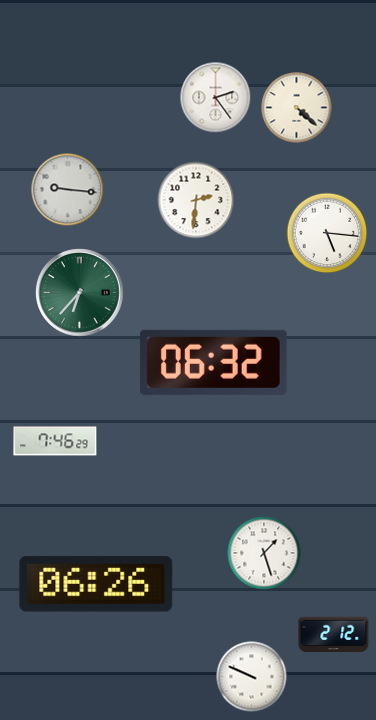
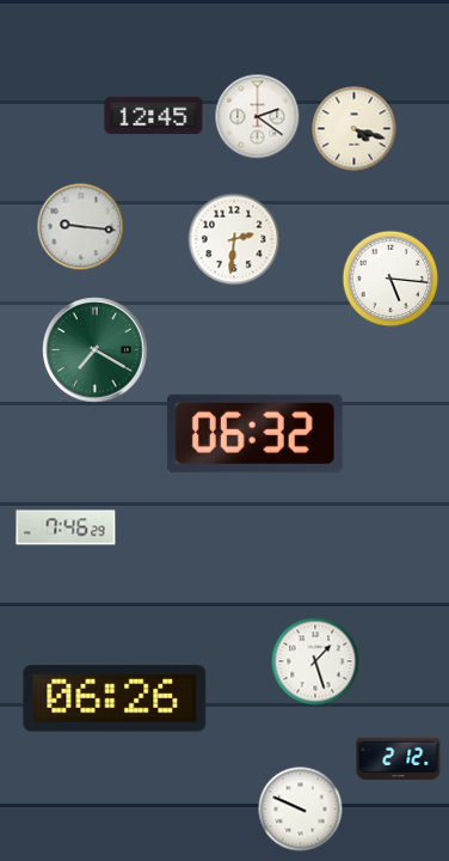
clock at (154, 116): none -> 12:45
clock at (216, 98): 2:24 -> 2:21
clock at (297, 108): 4:22 -> 4:18
clock at (80, 293): 6:37 -> 7:20
